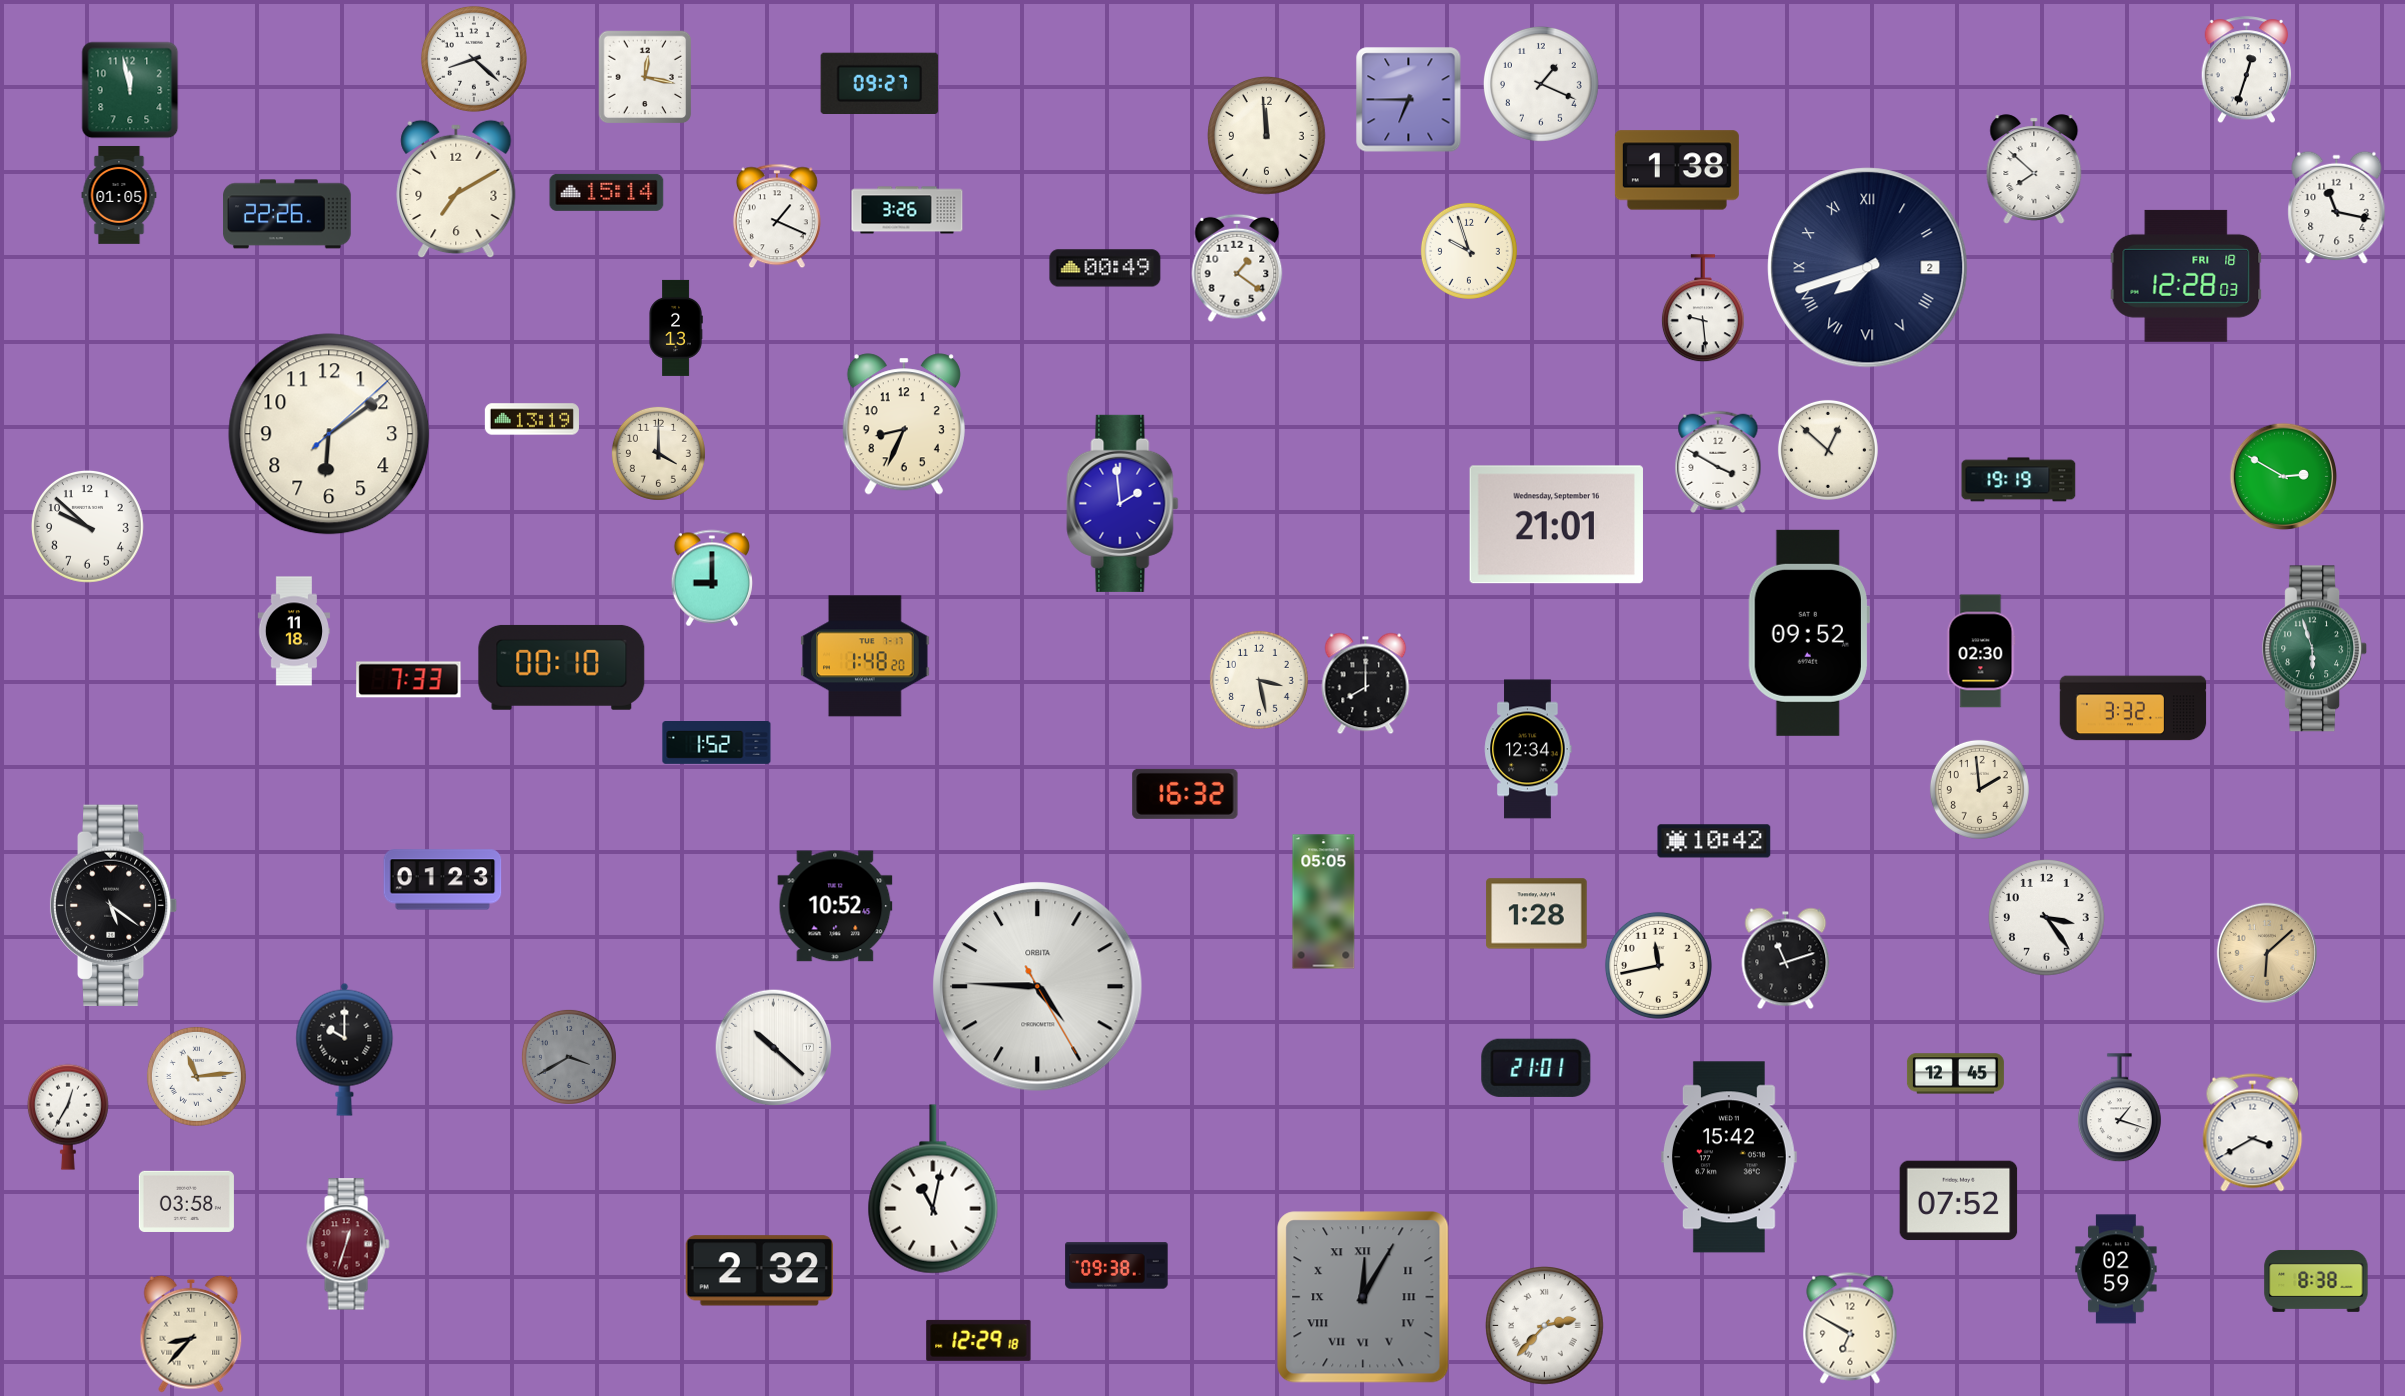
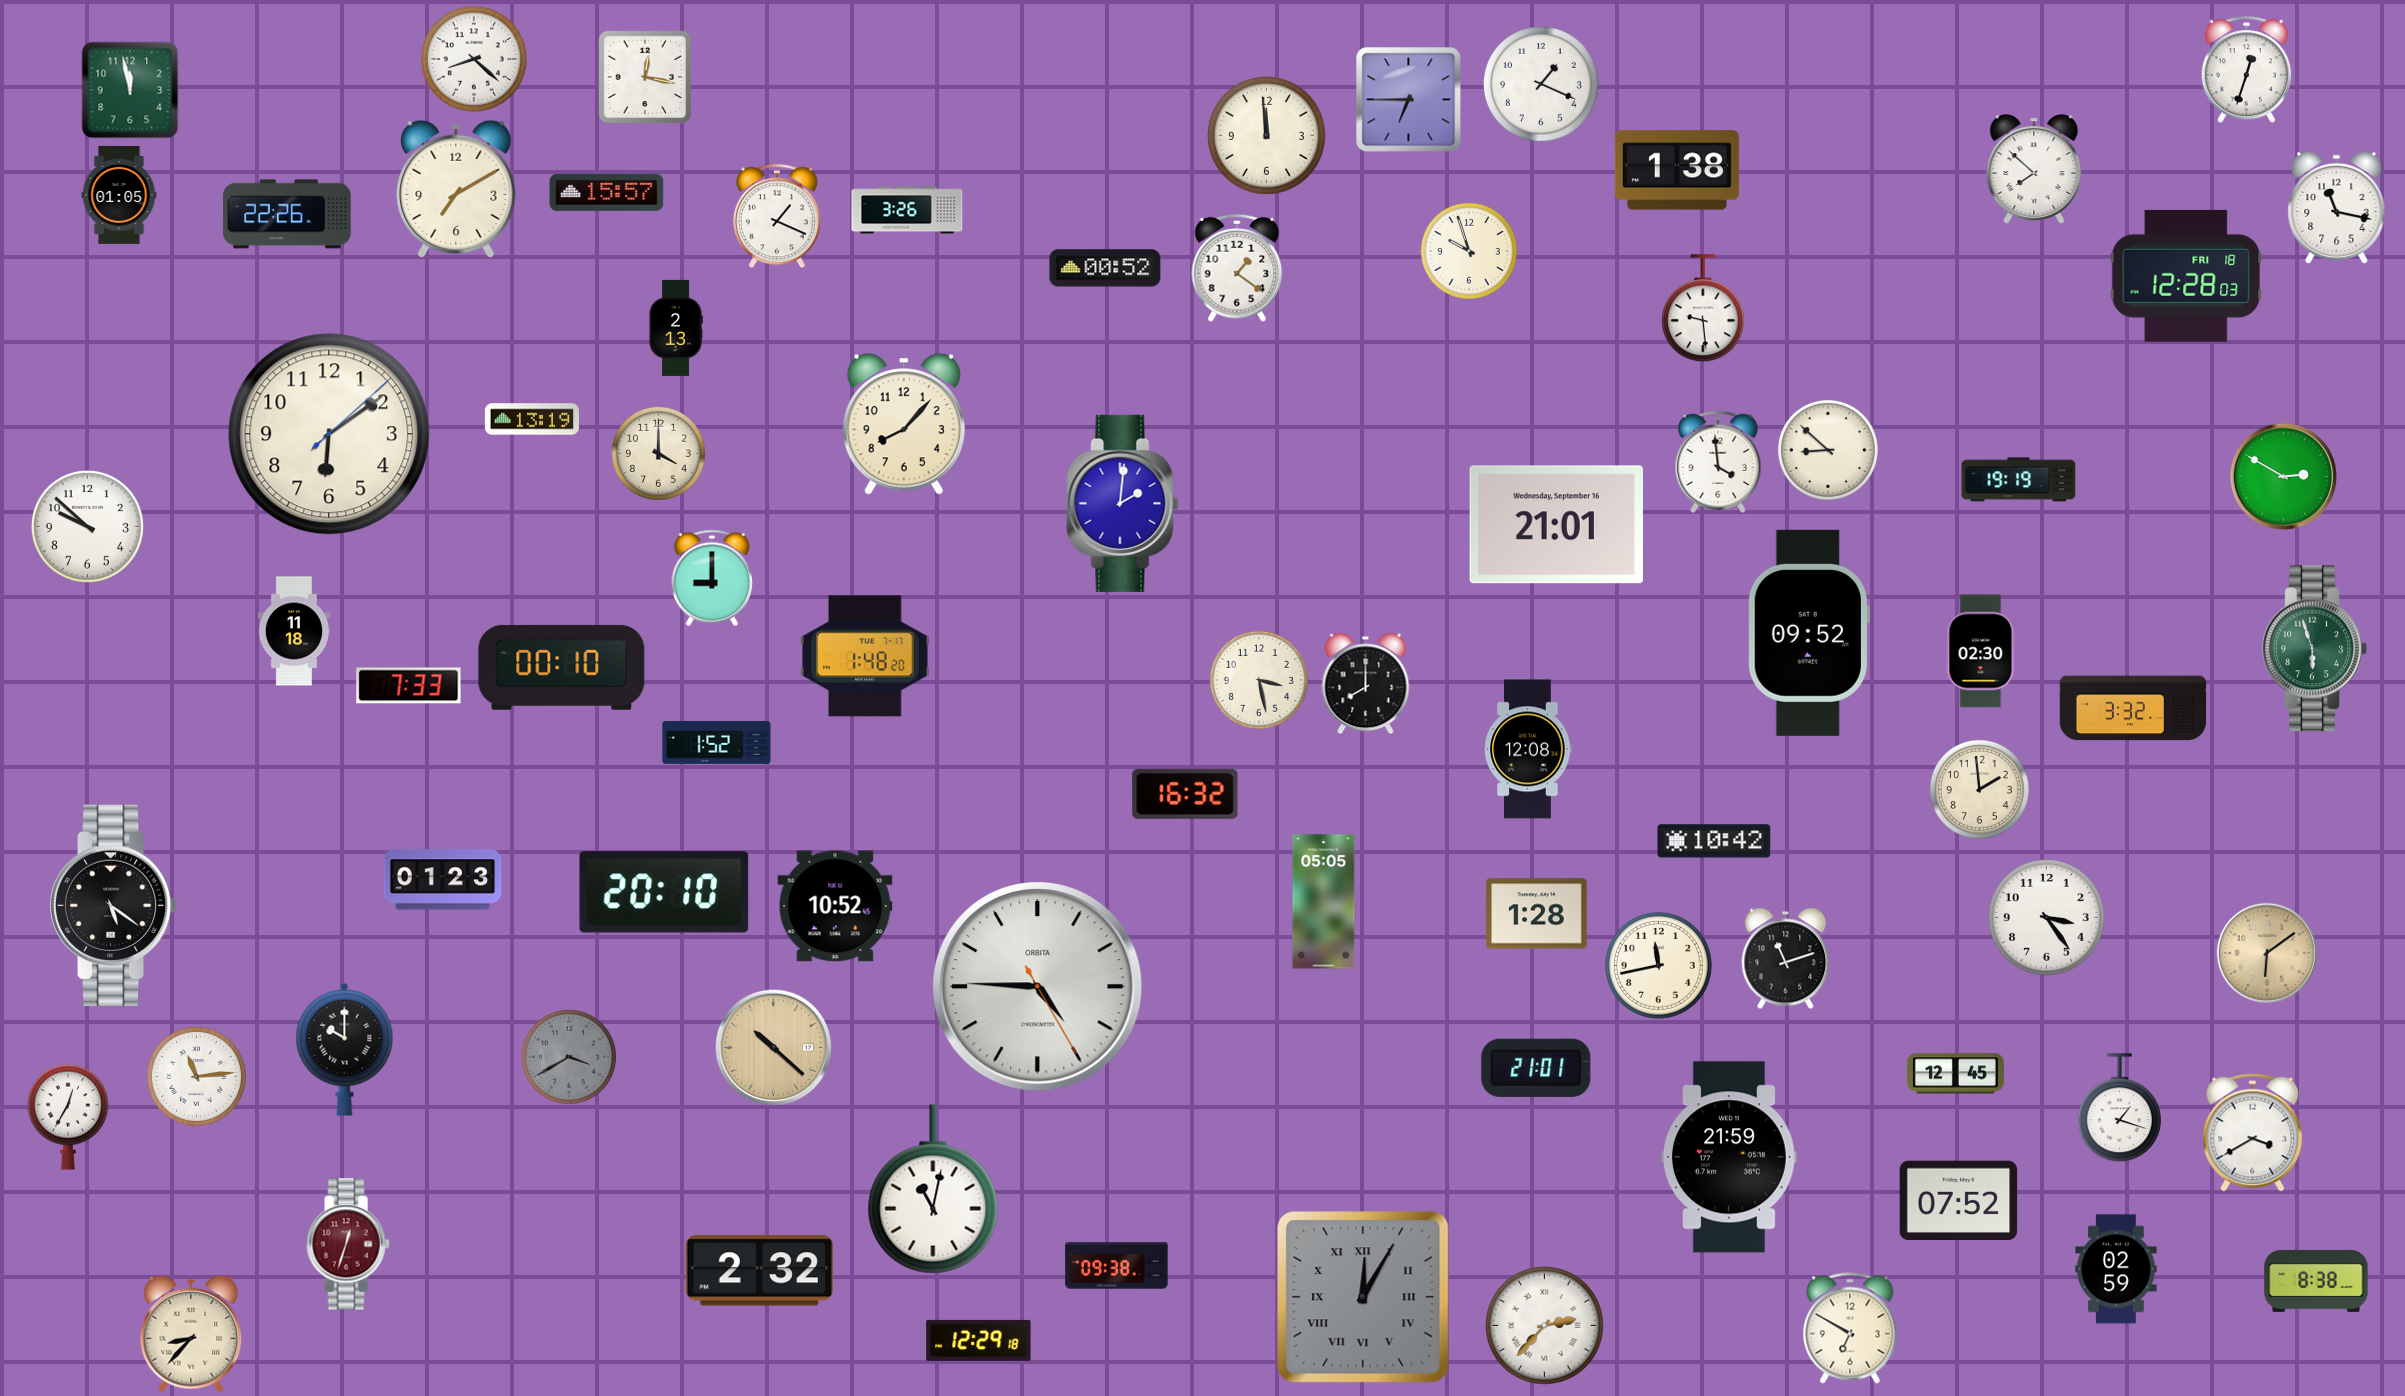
clock at (880, 83): 09:27 -> none
clock at (607, 192): 15:14 -> 15:57
clock at (1105, 268): 00:49 -> 00:52
clock at (1868, 268): 7:42 -> none
clock at (904, 424): 8:34 -> 8:07
clock at (1828, 450): 12:52 -> 8:52
clock at (1718, 461): 3:50 -> 3:59
clock at (1123, 503): 1:59 -> 2:01
clock at (409, 680) position: (409, 680) -> (409, 686)
clock at (1528, 749): 12:34 -> 12:08
clock at (664, 892): none -> 20:10
clock at (2267, 953): 6:08 -> 6:09
clock at (774, 1048) dial: white -> champagne
clock at (1729, 1157): 15:42 -> 21:59
clock at (186, 1201): 03:58 -> none
